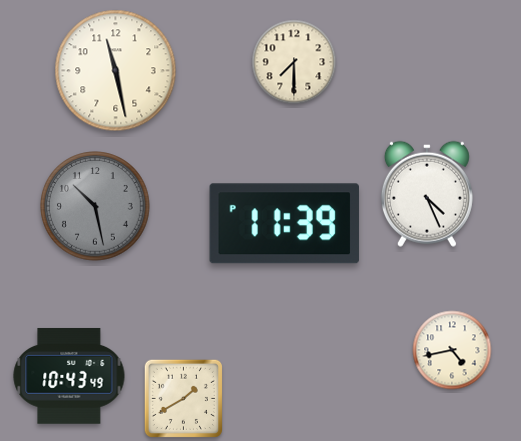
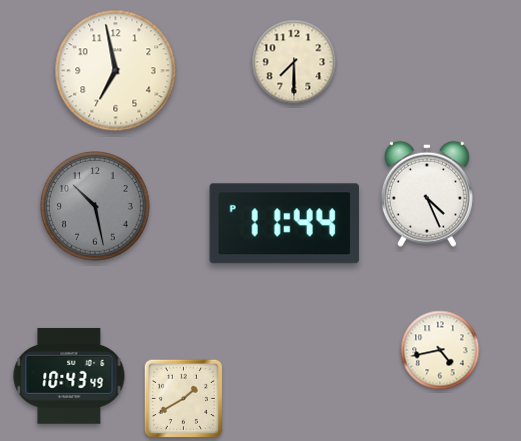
clock at (116, 71): 11:28 -> 6:58
clock at (284, 224): 11:39 -> 11:44
clock at (452, 350) position: (452, 350) -> (440, 350)
